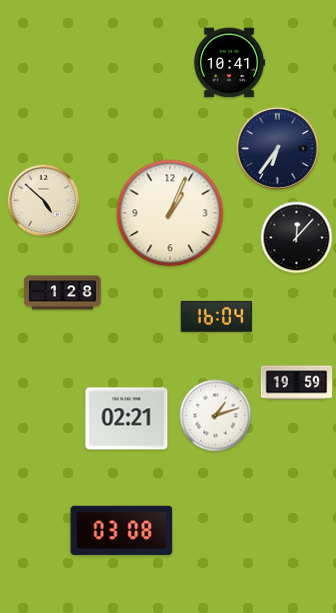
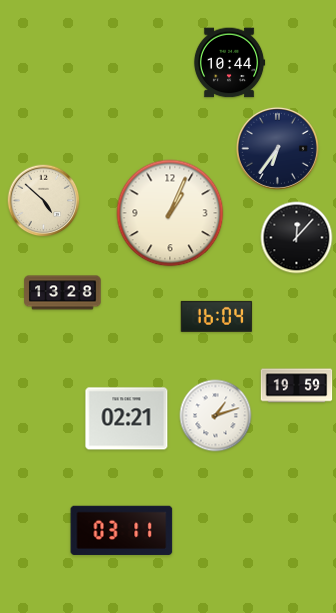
clock at (229, 63): 10:41 -> 10:44
clock at (63, 293): 1:28 -> 13:28
clock at (297, 383) position: (297, 383) -> (297, 386)
clock at (122, 530): 03:08 -> 03:11
